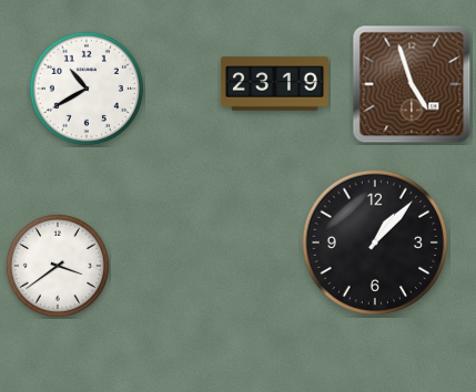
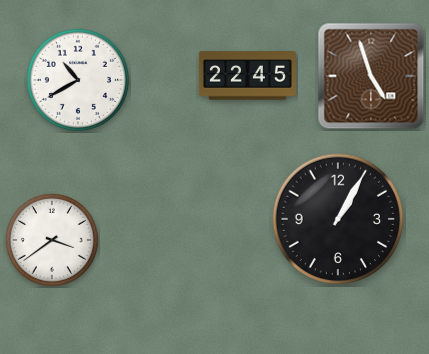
clock at (274, 84): 23:19 -> 22:45
clock at (375, 243): 1:07 -> 1:05
